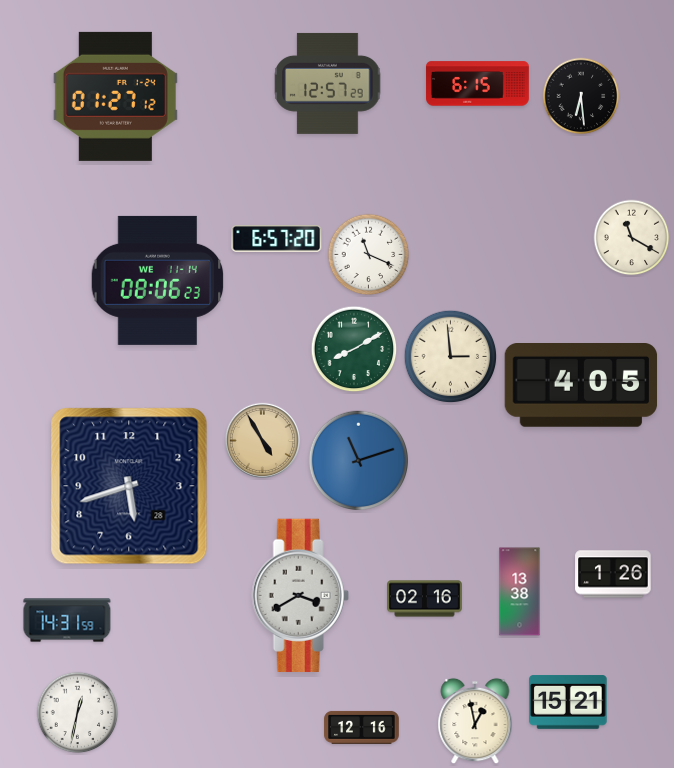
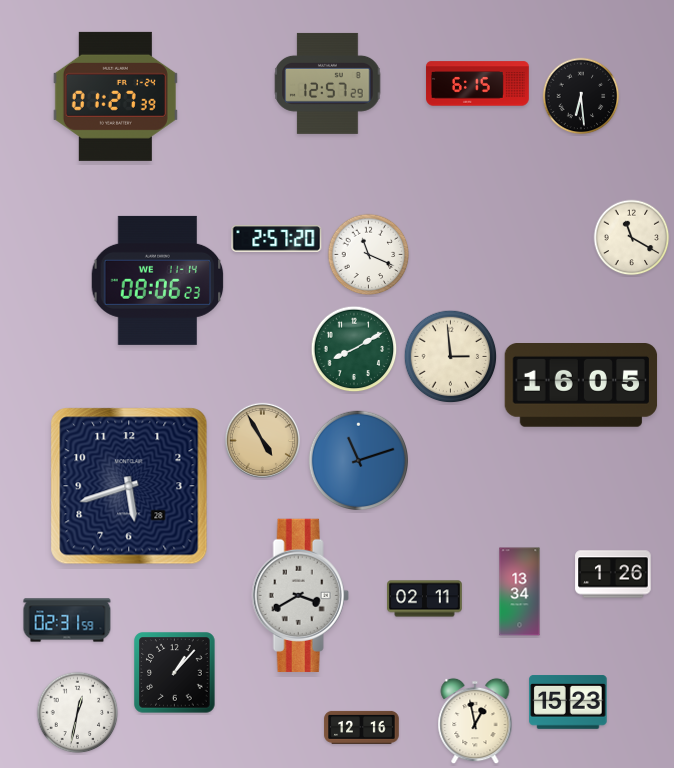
clock at (115, 96): 01:27:12 -> 01:27:39
clock at (277, 239): 6:57 -> 2:57
clock at (581, 386): 4:05 -> 16:05
clock at (520, 592): 13:38 -> 13:34
clock at (425, 599): 02:16 -> 02:11
clock at (67, 620): 14:31 -> 02:31
clock at (175, 673): none -> 1:07
clock at (568, 703): 15:21 -> 15:23
